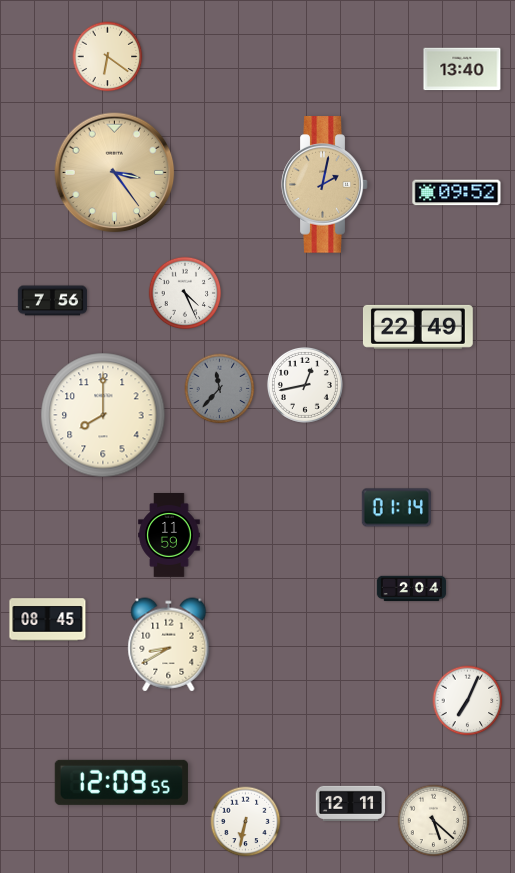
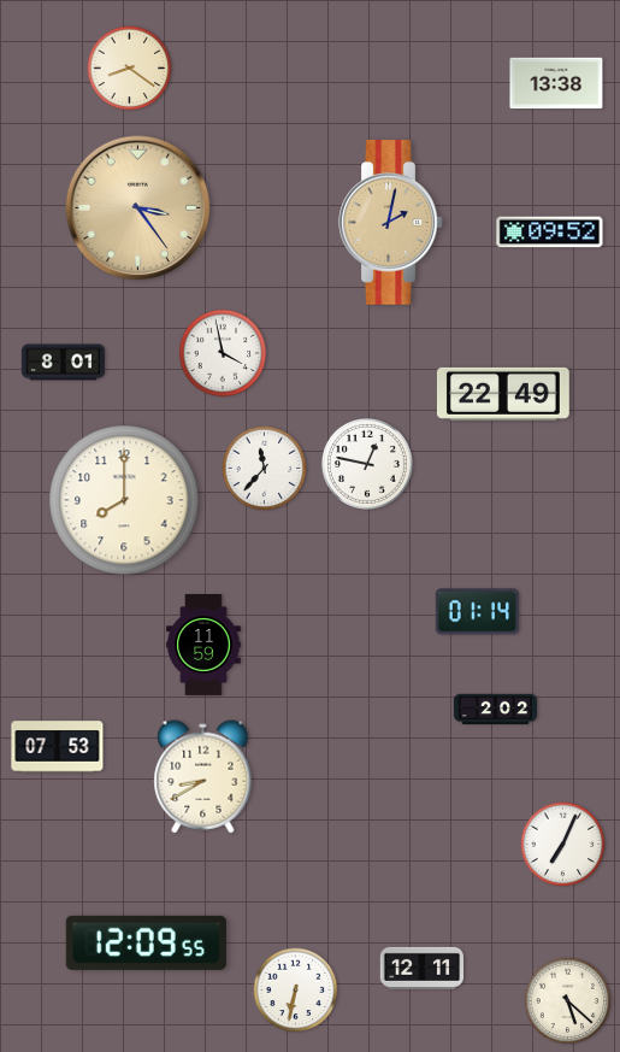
clock at (108, 57): 6:21 -> 8:21
clock at (462, 69): 13:40 -> 13:38
clock at (185, 293): 4:26 -> 3:58
clock at (53, 301): 7:56 -> 8:01
clock at (305, 385): 12:43 -> 12:47
clock at (220, 389) dial: grey -> white
clock at (412, 589): 2:04 -> 2:02
clock at (48, 620): 08:45 -> 07:53
clock at (434, 821) position: (434, 821) -> (568, 1001)
